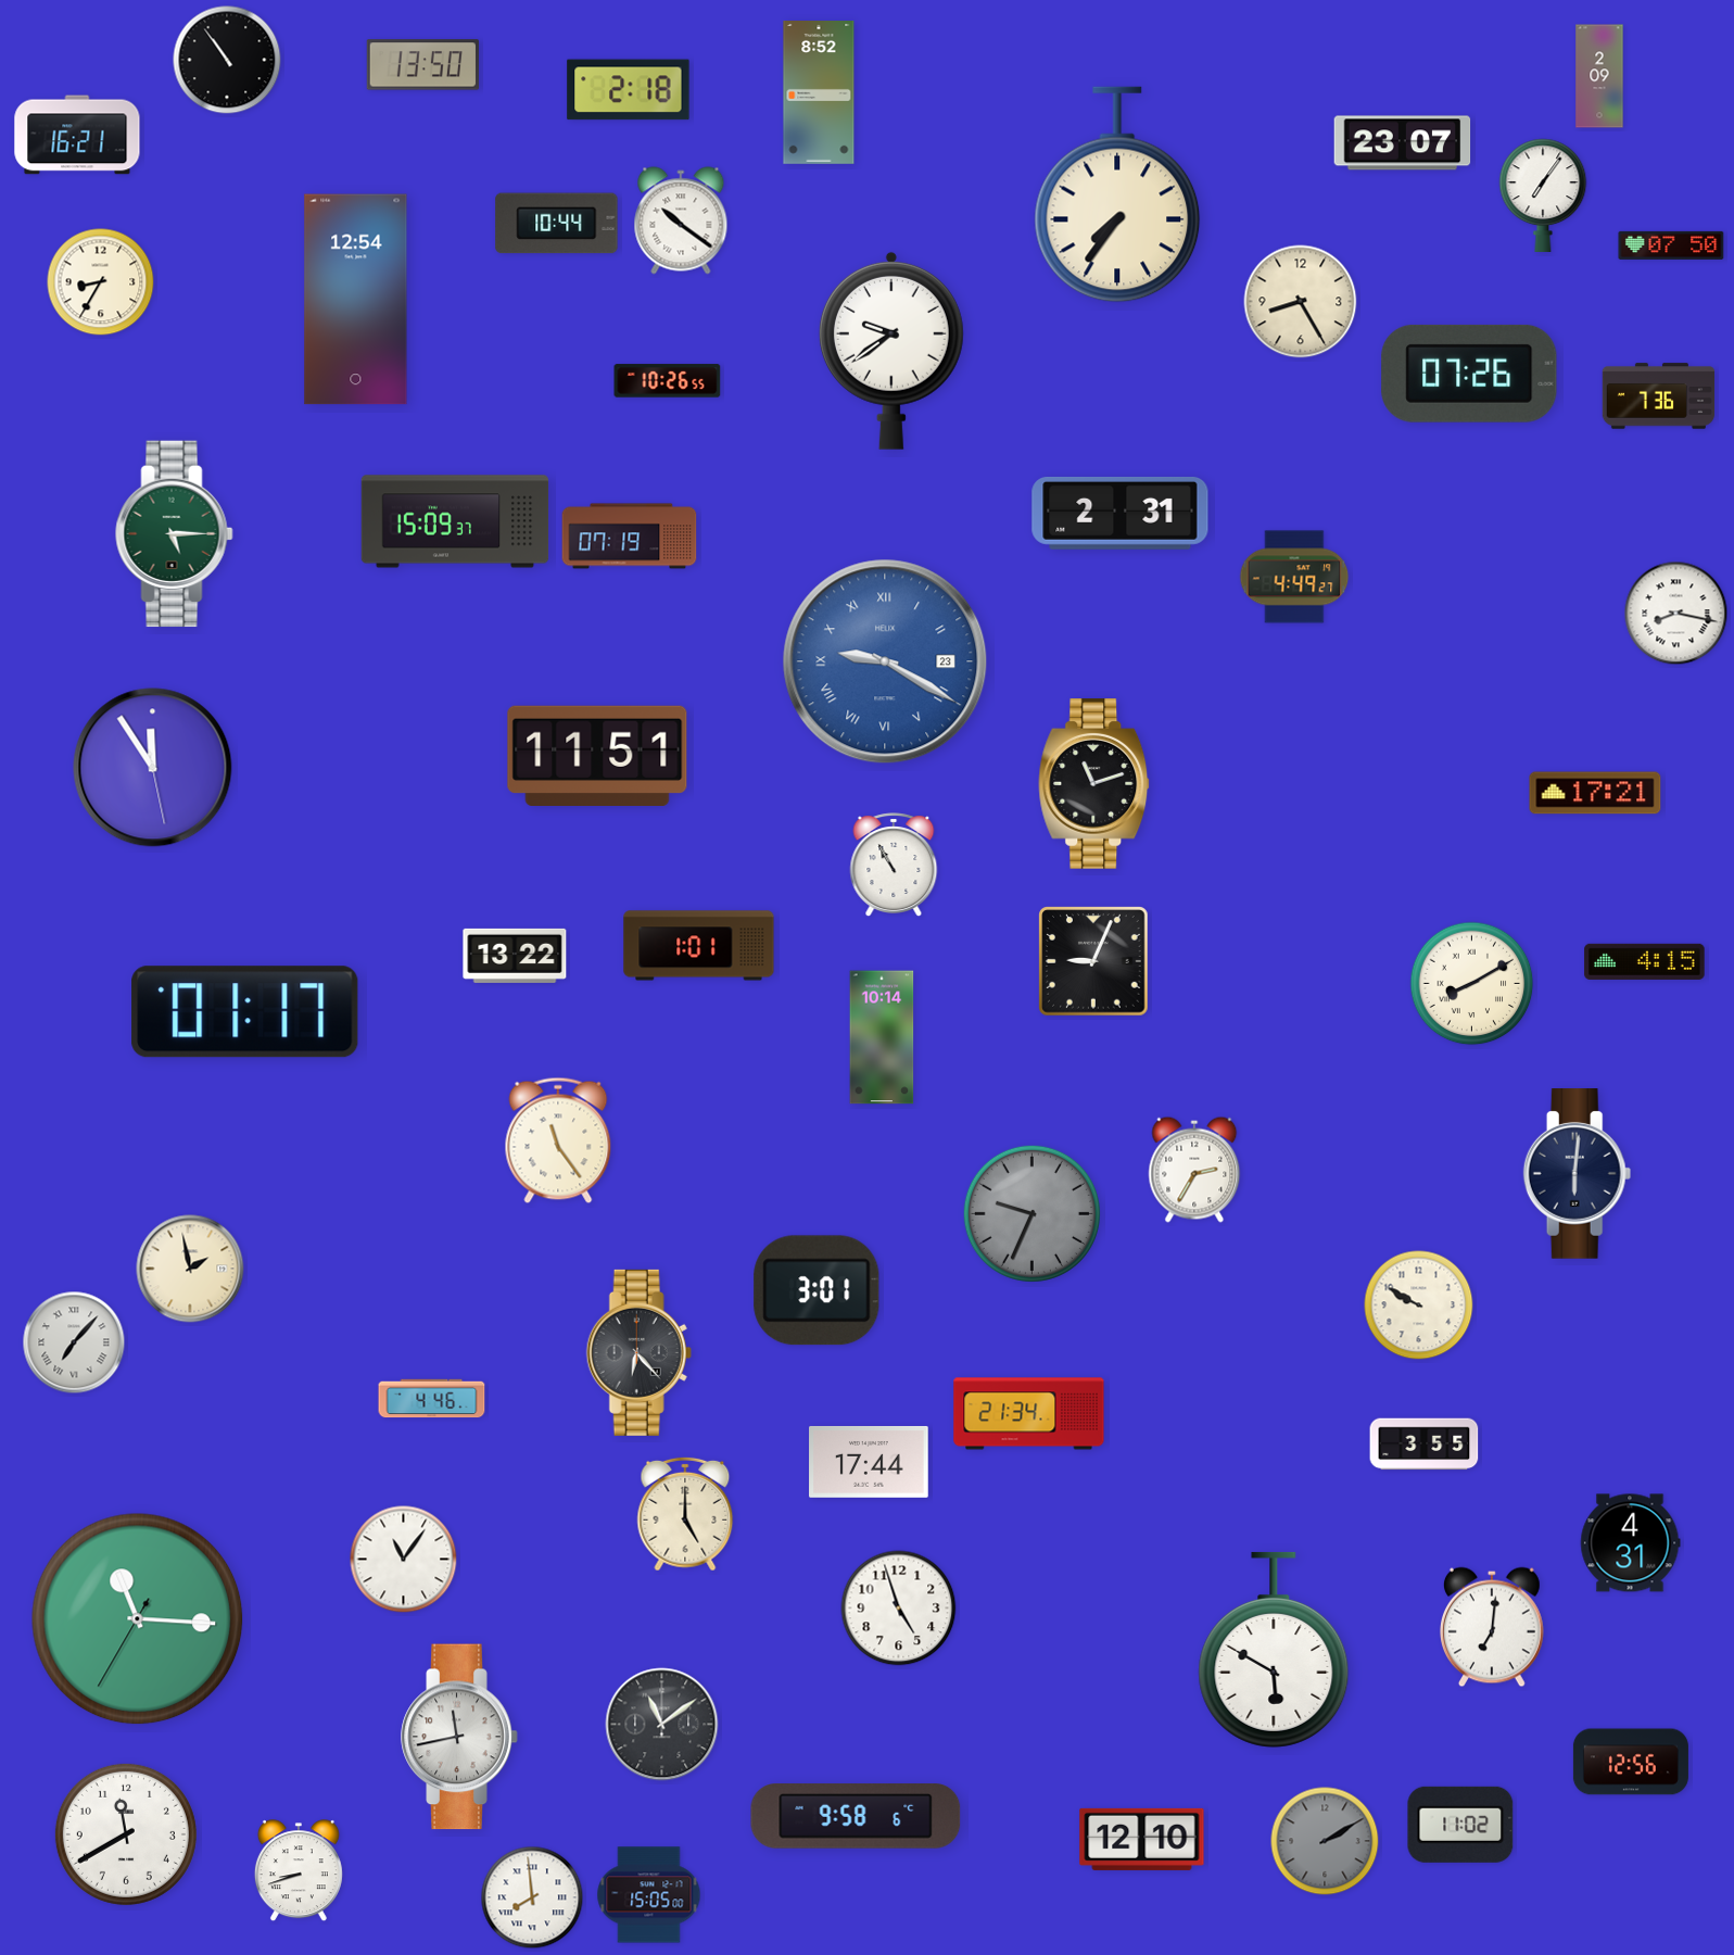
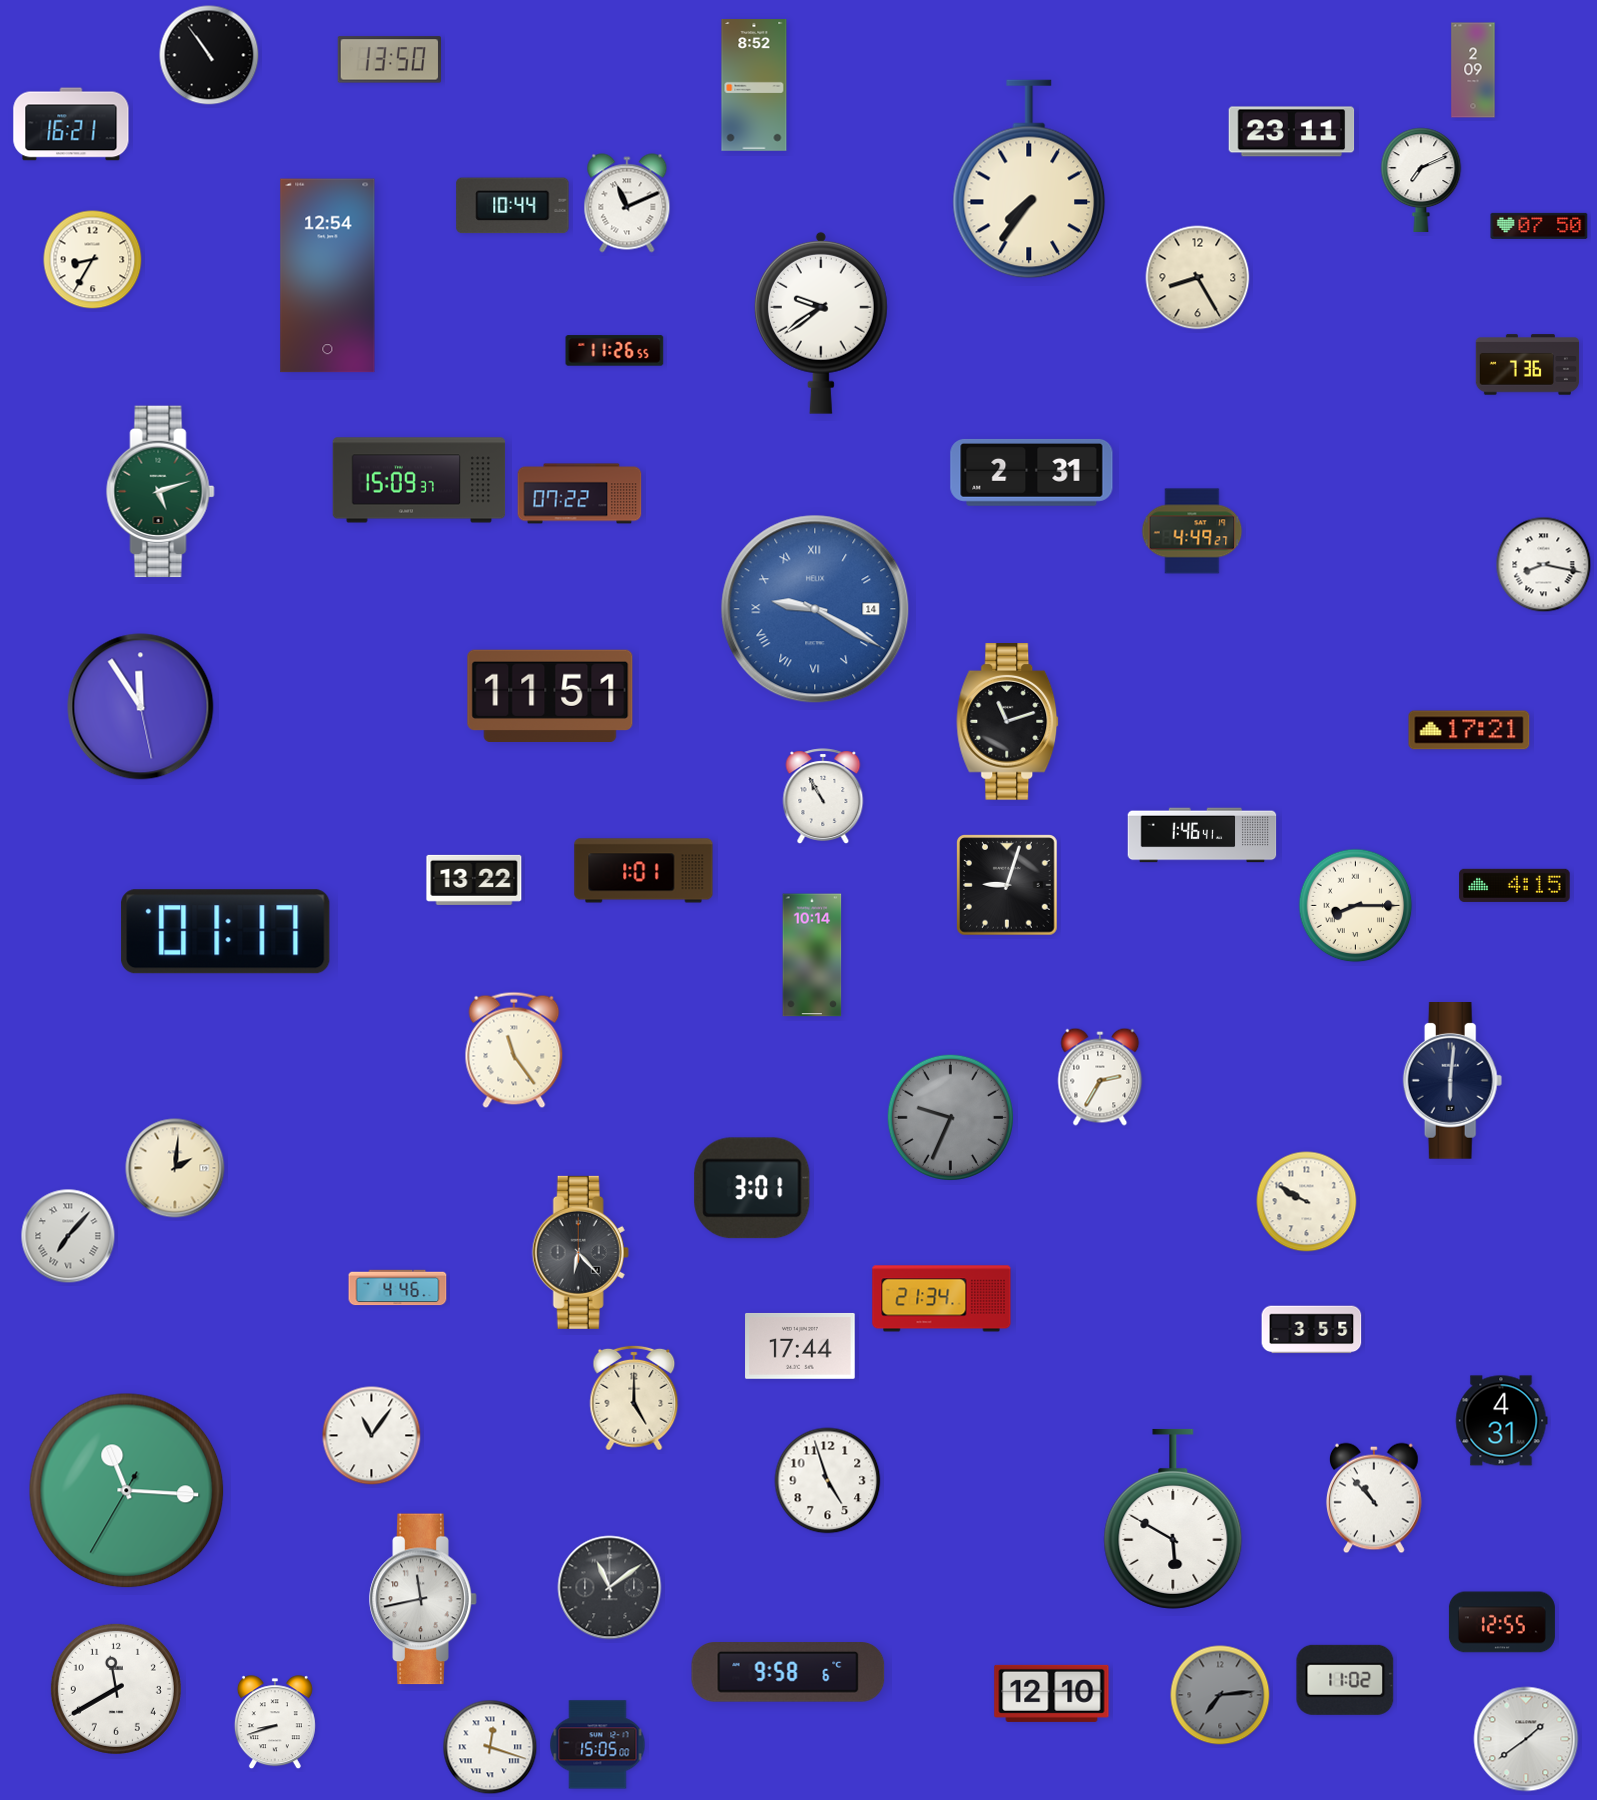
clock at (629, 90): 2:18 -> none
clock at (1403, 143): 23:07 -> 23:11
clock at (1543, 195): 7:06 -> 7:11
clock at (681, 220): 10:21 -> 11:11
clock at (1469, 374): 07:26 -> none
clock at (668, 381): 10:26 -> 11:26
clock at (175, 534): 5:15 -> 5:12
clock at (630, 537): 07:19 -> 07:22
clock at (885, 661) date: 23 -> 14
clock at (1202, 835): none -> 1:46
clock at (1093, 961): 9:04 -> 9:03
clock at (1472, 984): 8:10 -> 8:15
clock at (190, 1269): 1:58 -> 2:01
clock at (638, 1352) position: (638, 1352) -> (580, 1252)
clock at (1029, 1414) position: (1029, 1414) -> (942, 1299)
clock at (685, 1514) position: (685, 1514) -> (634, 1398)
clock at (1492, 1627): 7:01 -> 10:53
clock at (1631, 1762): 12:56 -> 12:55
clock at (1325, 1841): 2:10 -> 7:14
clock at (1526, 1739): none -> 1:39
clock at (532, 1897): 7:59 -> 12:18
